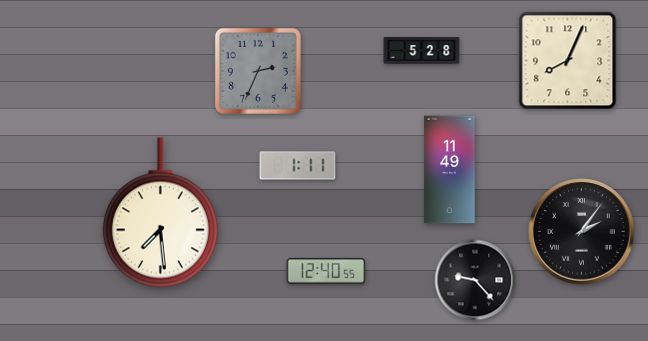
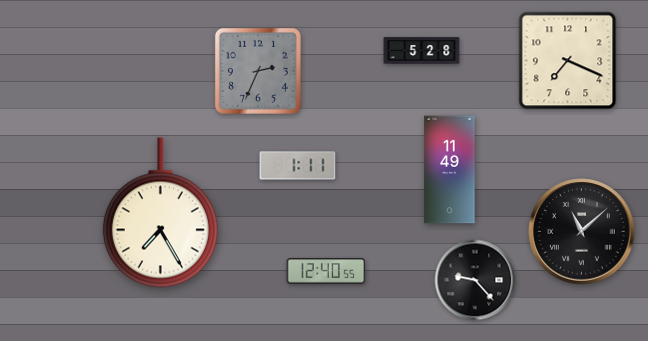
clock at (568, 61): 8:04 -> 7:19
clock at (160, 213): 7:29 -> 7:25
clock at (582, 232): 2:06 -> 11:08
